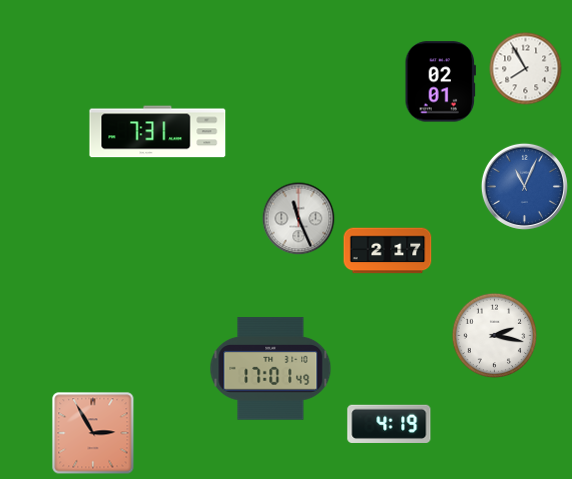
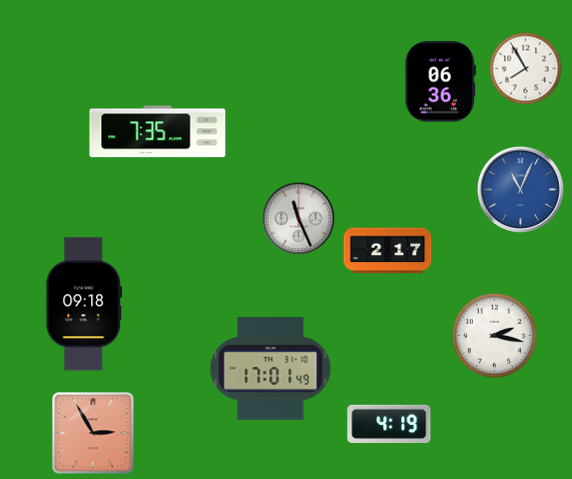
clock at (440, 82): 02:01 -> 06:36
clock at (158, 132): 7:31 -> 7:35
clock at (524, 186) position: (524, 186) -> (520, 189)
clock at (84, 304): none -> 09:18
